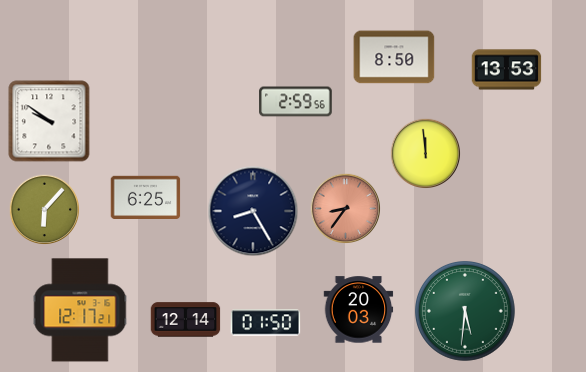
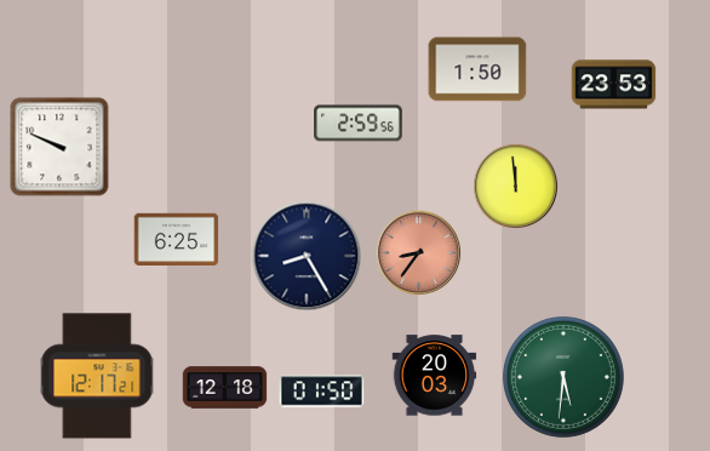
clock at (394, 57): 8:50 -> 1:50
clock at (507, 70): 13:53 -> 23:53
clock at (49, 121): 9:51 -> 9:49
clock at (45, 210): 6:07 -> none
clock at (186, 320): 12:14 -> 12:18
